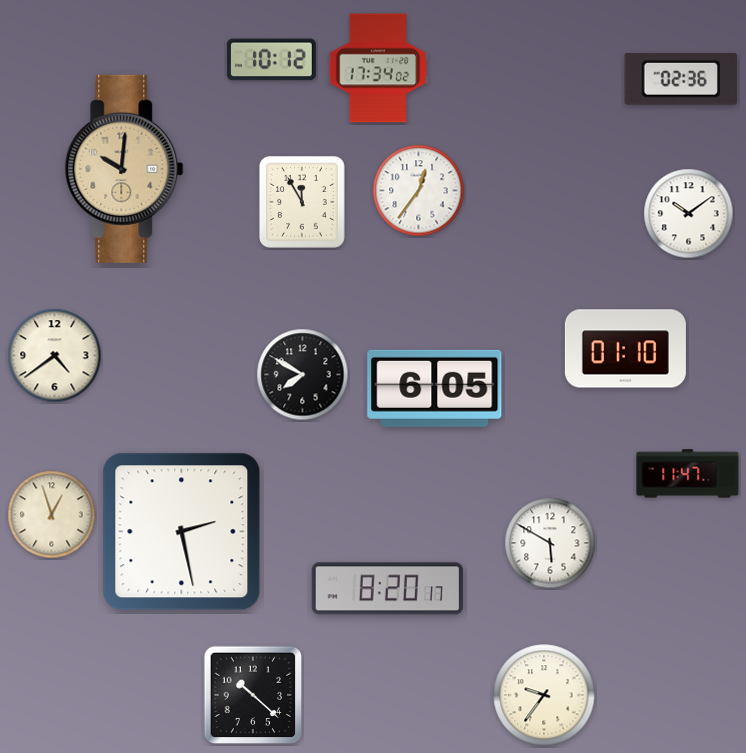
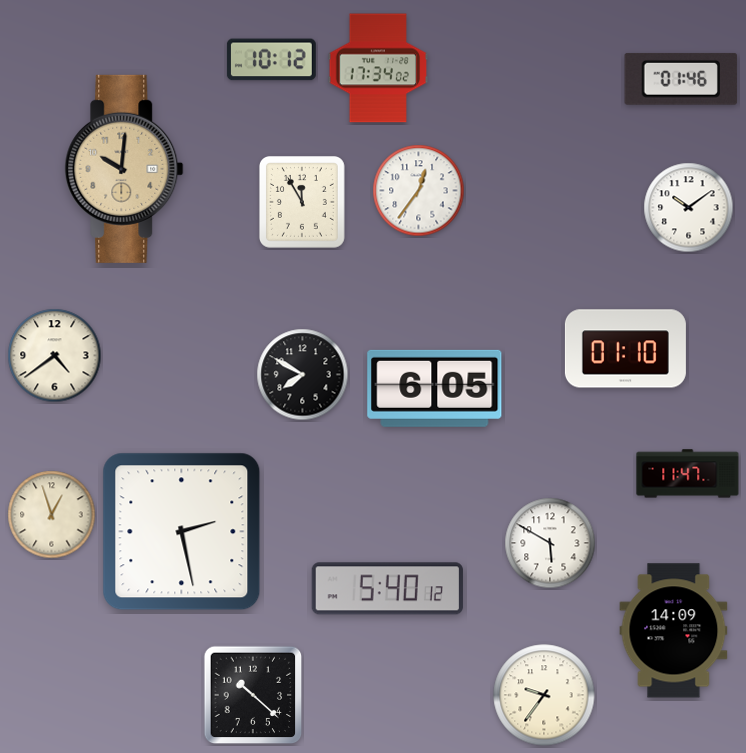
clock at (681, 79): 02:36 -> 01:46
clock at (689, 214) position: (689, 214) -> (689, 208)
clock at (387, 589): 8:20 -> 5:40
clock at (674, 631): none -> 14:09
